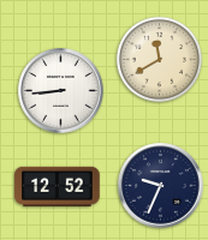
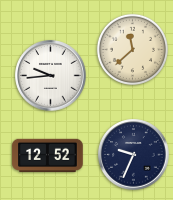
clock at (159, 59): 11:40 -> 11:38
clock at (61, 91): 8:44 -> 9:44
